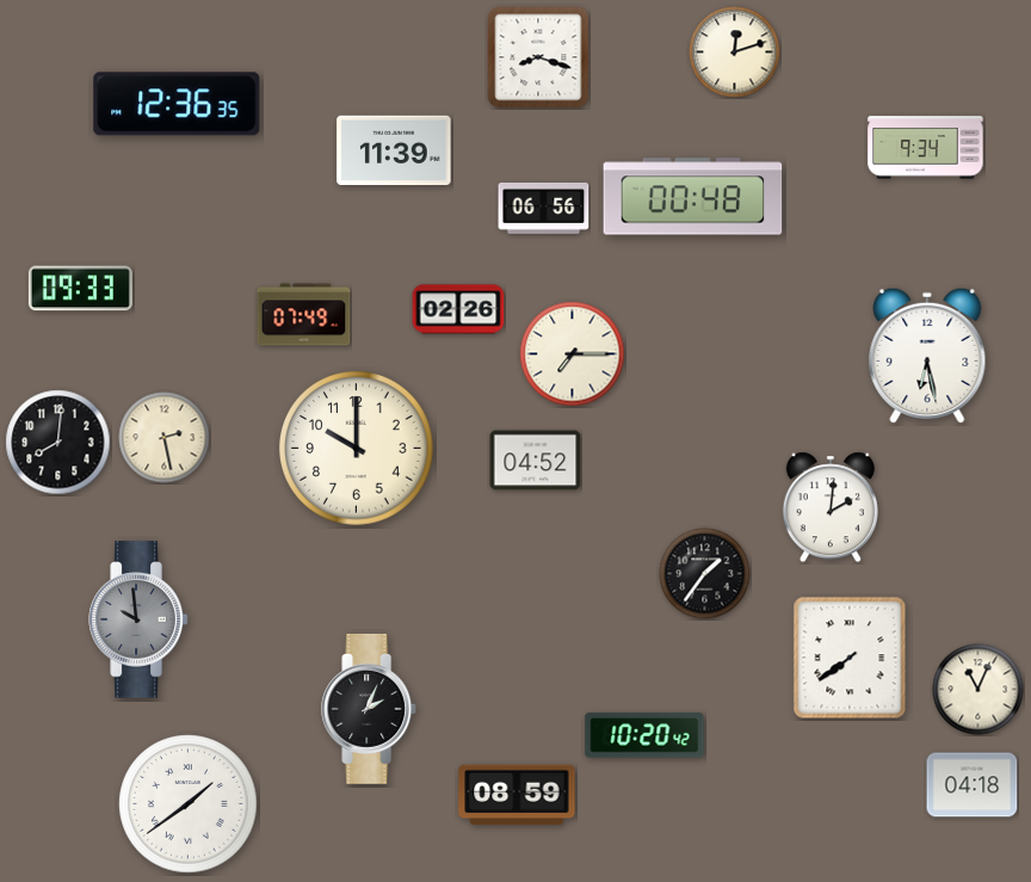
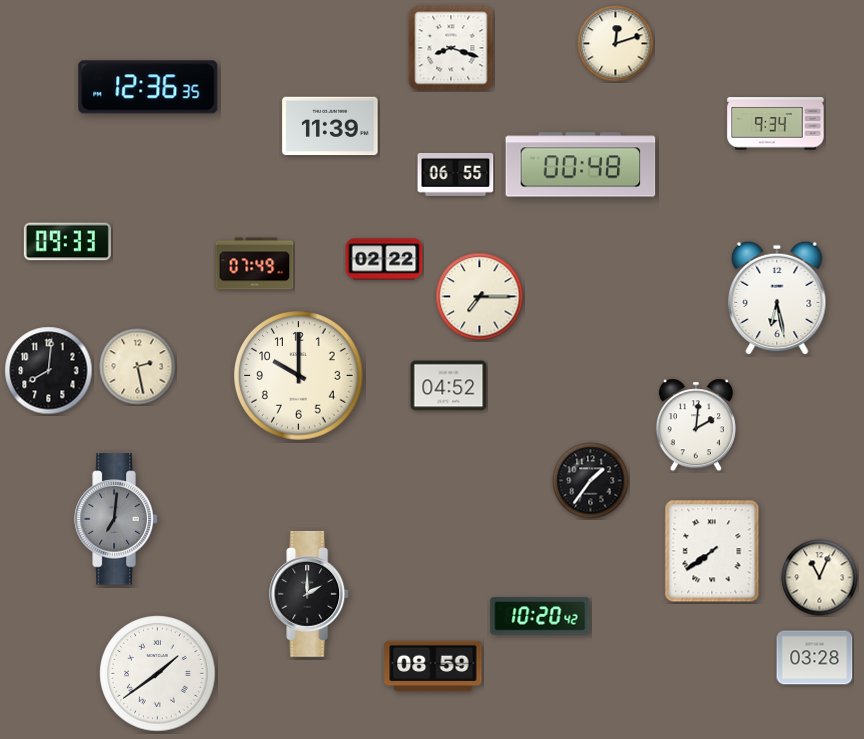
clock at (544, 208): 06:56 -> 06:55
clock at (458, 309): 02:26 -> 02:22
clock at (138, 619): 9:59 -> 7:01
clock at (370, 709): 2:04 -> 2:00
clock at (973, 785): 04:18 -> 03:28
